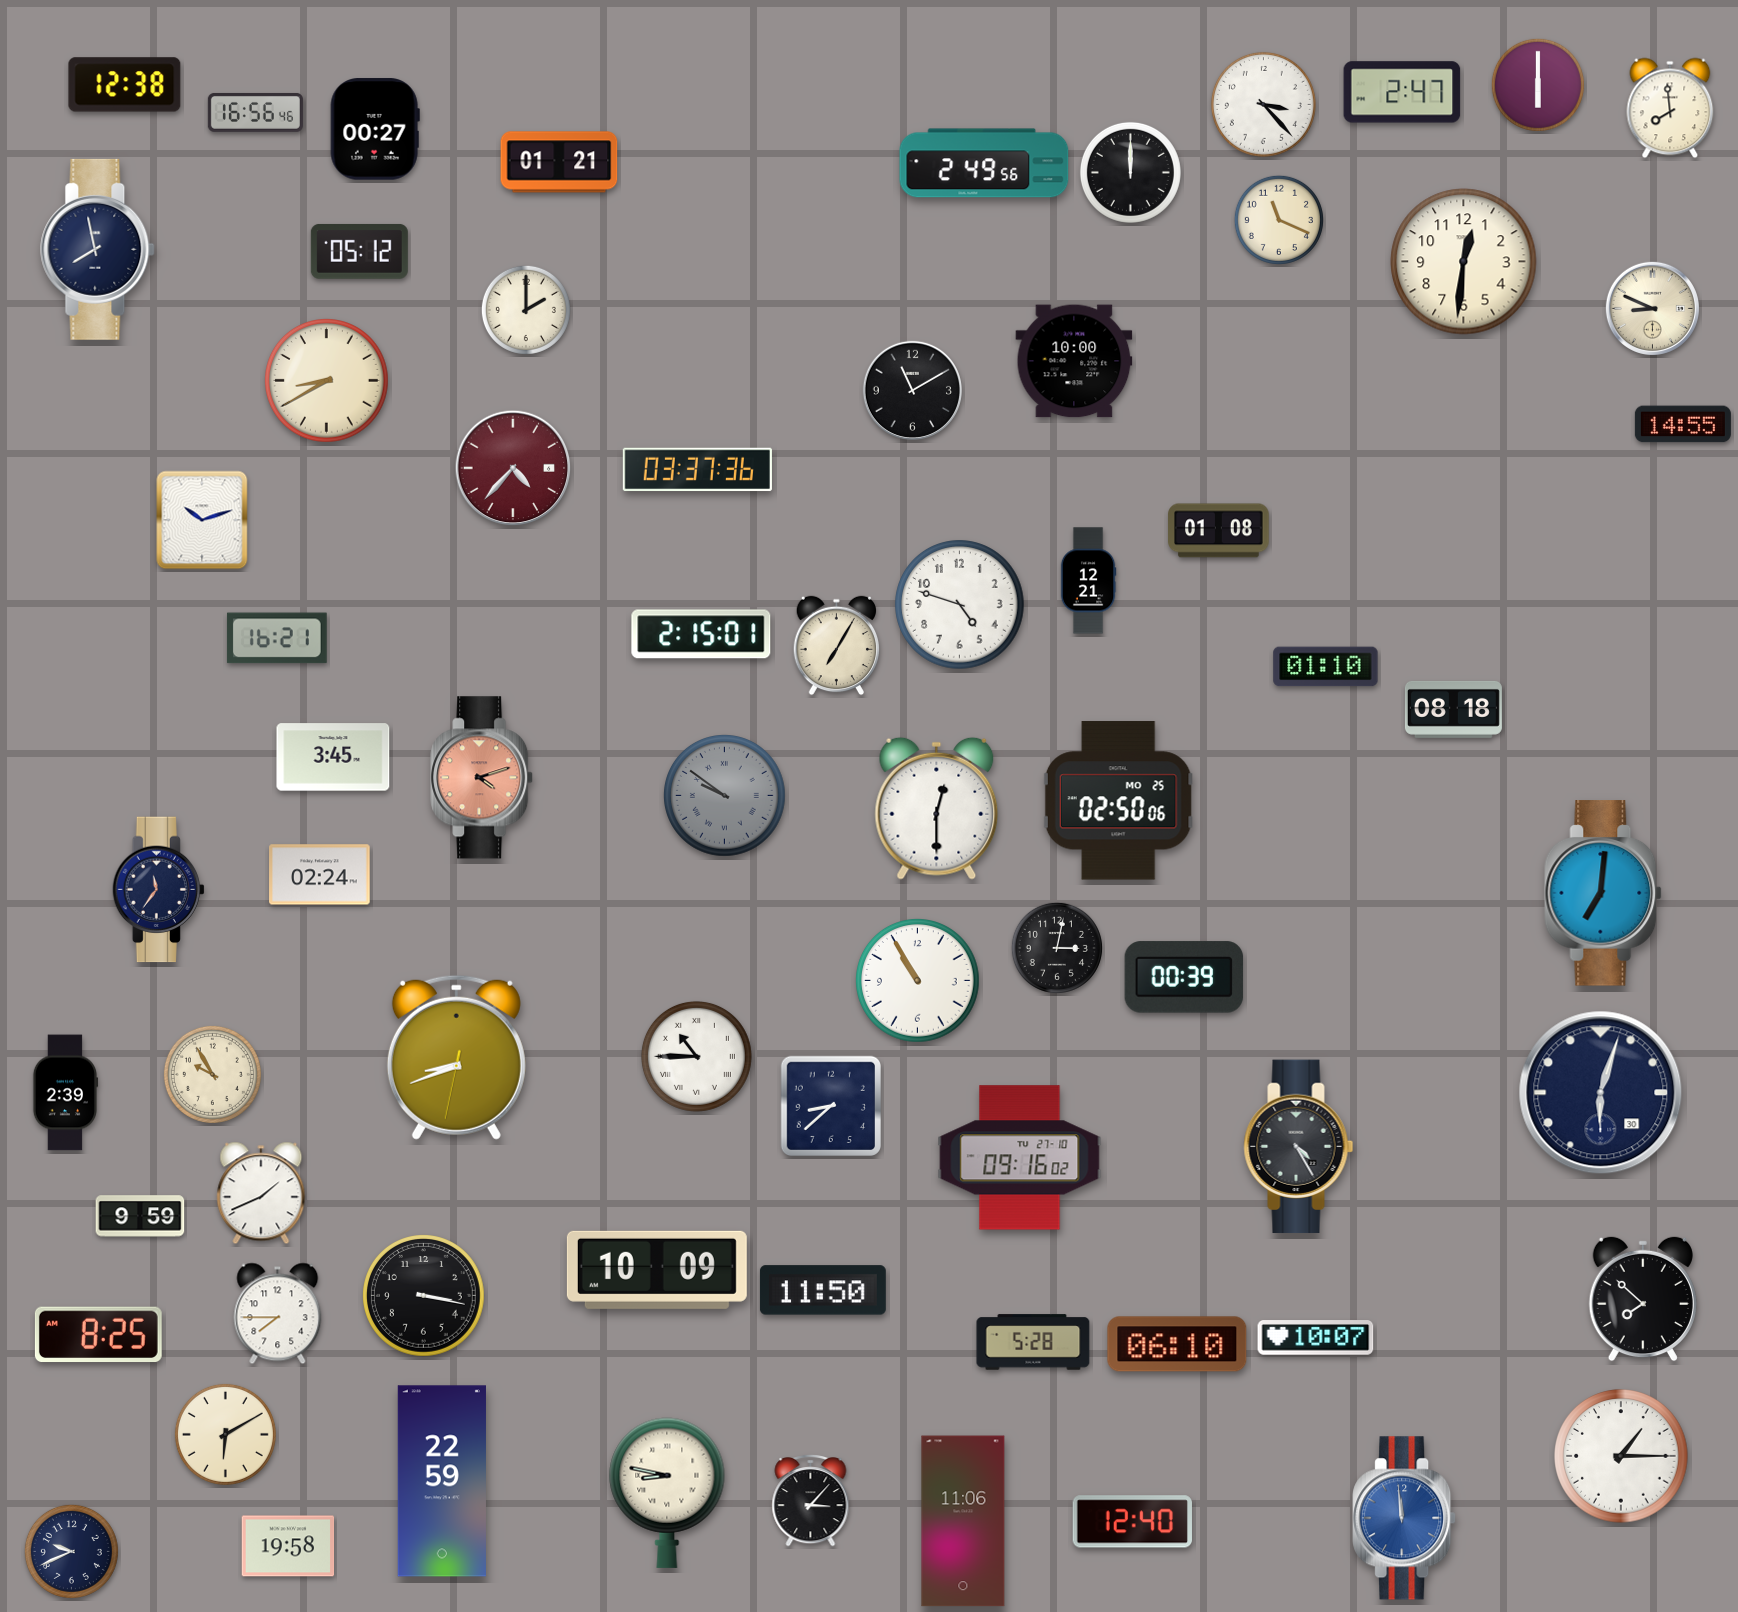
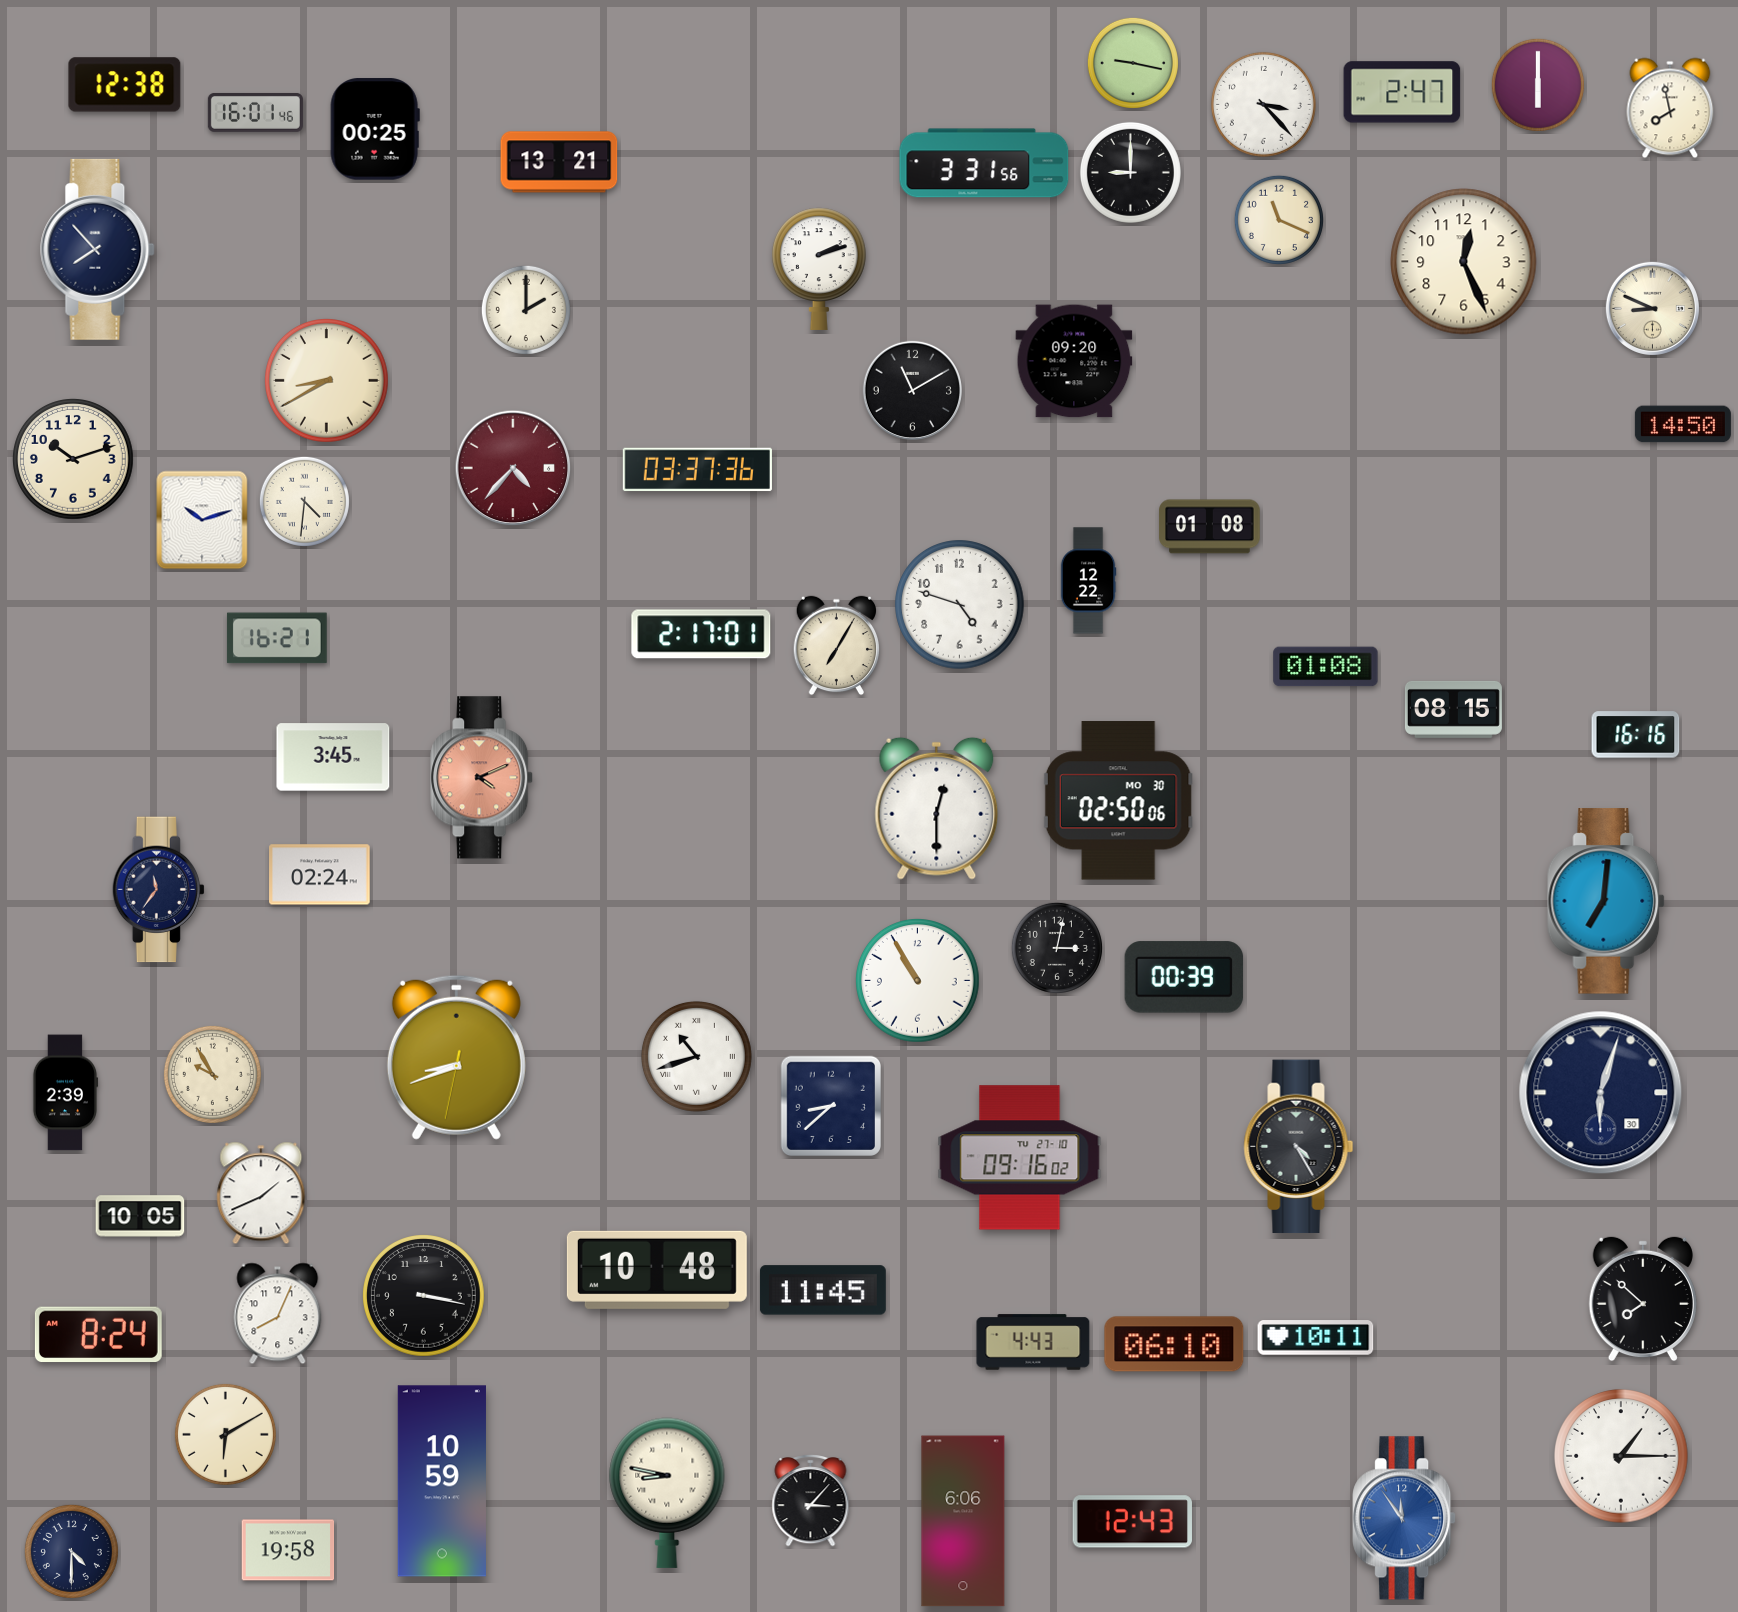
clock at (1133, 63): none -> 9:17
clock at (1670, 108): 7:59 -> 7:58
clock at (255, 112): 16:56 -> 16:01
clock at (375, 129): 00:27 -> 00:25
clock at (559, 162): 01:21 -> 13:21
clock at (984, 163): 2:49 -> 3:31
clock at (1130, 172): 12:00 -> 9:00
clock at (98, 249): 7:58 -> 7:53
clock at (359, 251): 05:12 -> none
clock at (1464, 262): 12:31 -> 12:26
clock at (819, 269): none -> 2:12
clock at (1074, 361): 10:00 -> 09:20
clock at (1683, 424): 14:55 -> 14:50
clock at (74, 460): none -> 10:12
clock at (304, 501): none -> 4:31
clock at (1219, 531) position: (1219, 531) -> (1210, 527)
clock at (1088, 581): 12:21 -> 12:22
clock at (701, 634): 2:15 -> 2:17
clock at (1326, 667): 01:10 -> 01:08
clock at (1453, 709): 08:18 -> 08:15
clock at (1636, 735): none -> 16:16
clock at (482, 778): 4:12 -> 4:11
clock at (725, 796): 9:51 -> none
clock at (1119, 801) date: MO 25 -> MO 30
clock at (1604, 893) position: (1604, 893) -> (1607, 901)
clock at (696, 1056): 10:45 -> 10:42
clock at (140, 1216): 9:59 -> 10:05
clock at (657, 1270): 10:09 -> 10:48
clock at (823, 1290): 11:50 -> 11:45
clock at (278, 1314): 7:45 -> 8:04
clock at (98, 1335): 8:25 -> 8:24
clock at (1316, 1338): 10:07 -> 10:11
clock at (1033, 1342): 5:28 -> 4:43
clock at (1177, 1344) position: (1177, 1344) -> (1174, 1344)
clock at (442, 1481): 22:59 -> 10:59
clock at (1404, 1518): 11:59 -> 11:54
clock at (963, 1521): 11:06 -> 6:06
clock at (1132, 1522): 12:40 -> 12:43
clock at (288, 1546) position: (288, 1546) -> (288, 1550)
clock at (71, 1551): 9:41 -> 4:30
